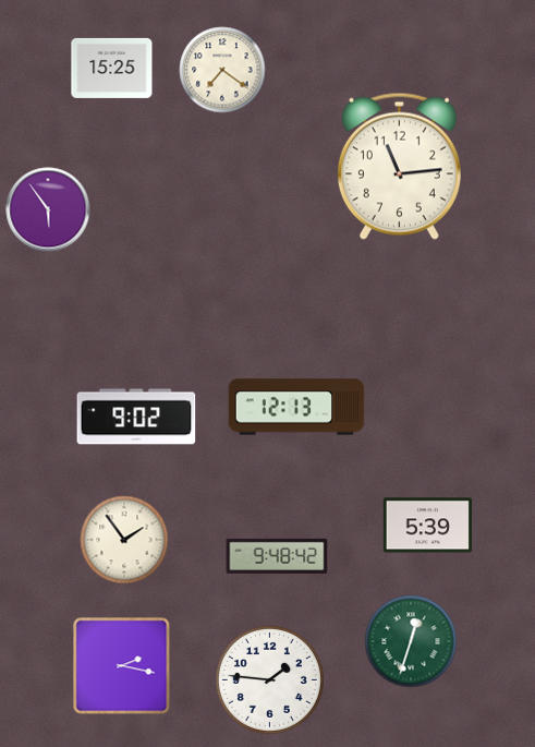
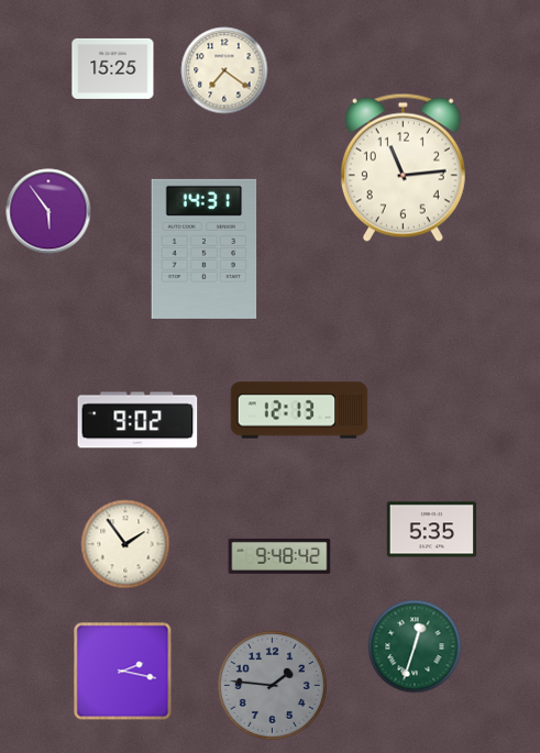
clock at (205, 248): none -> 14:31
clock at (427, 526): 5:39 -> 5:35
clock at (277, 556) position: (277, 556) -> (279, 556)
clock at (269, 679) dial: white -> grey
